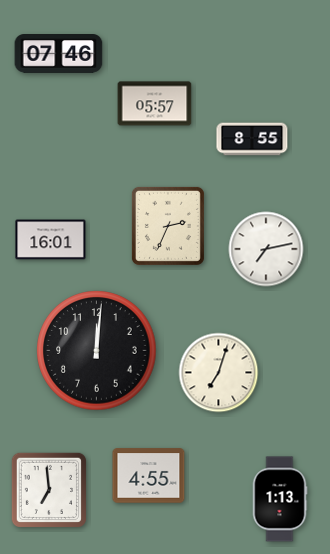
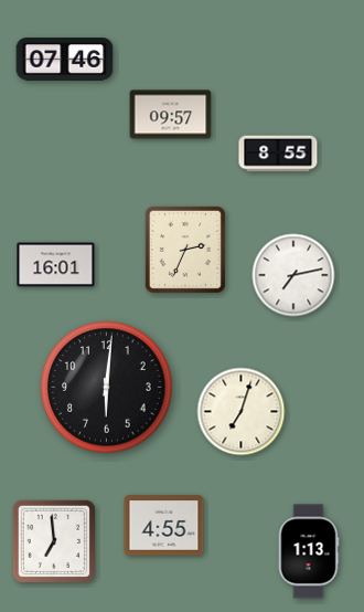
clock at (155, 104): 05:57 -> 09:57
clock at (97, 351): 12:01 -> 6:01
